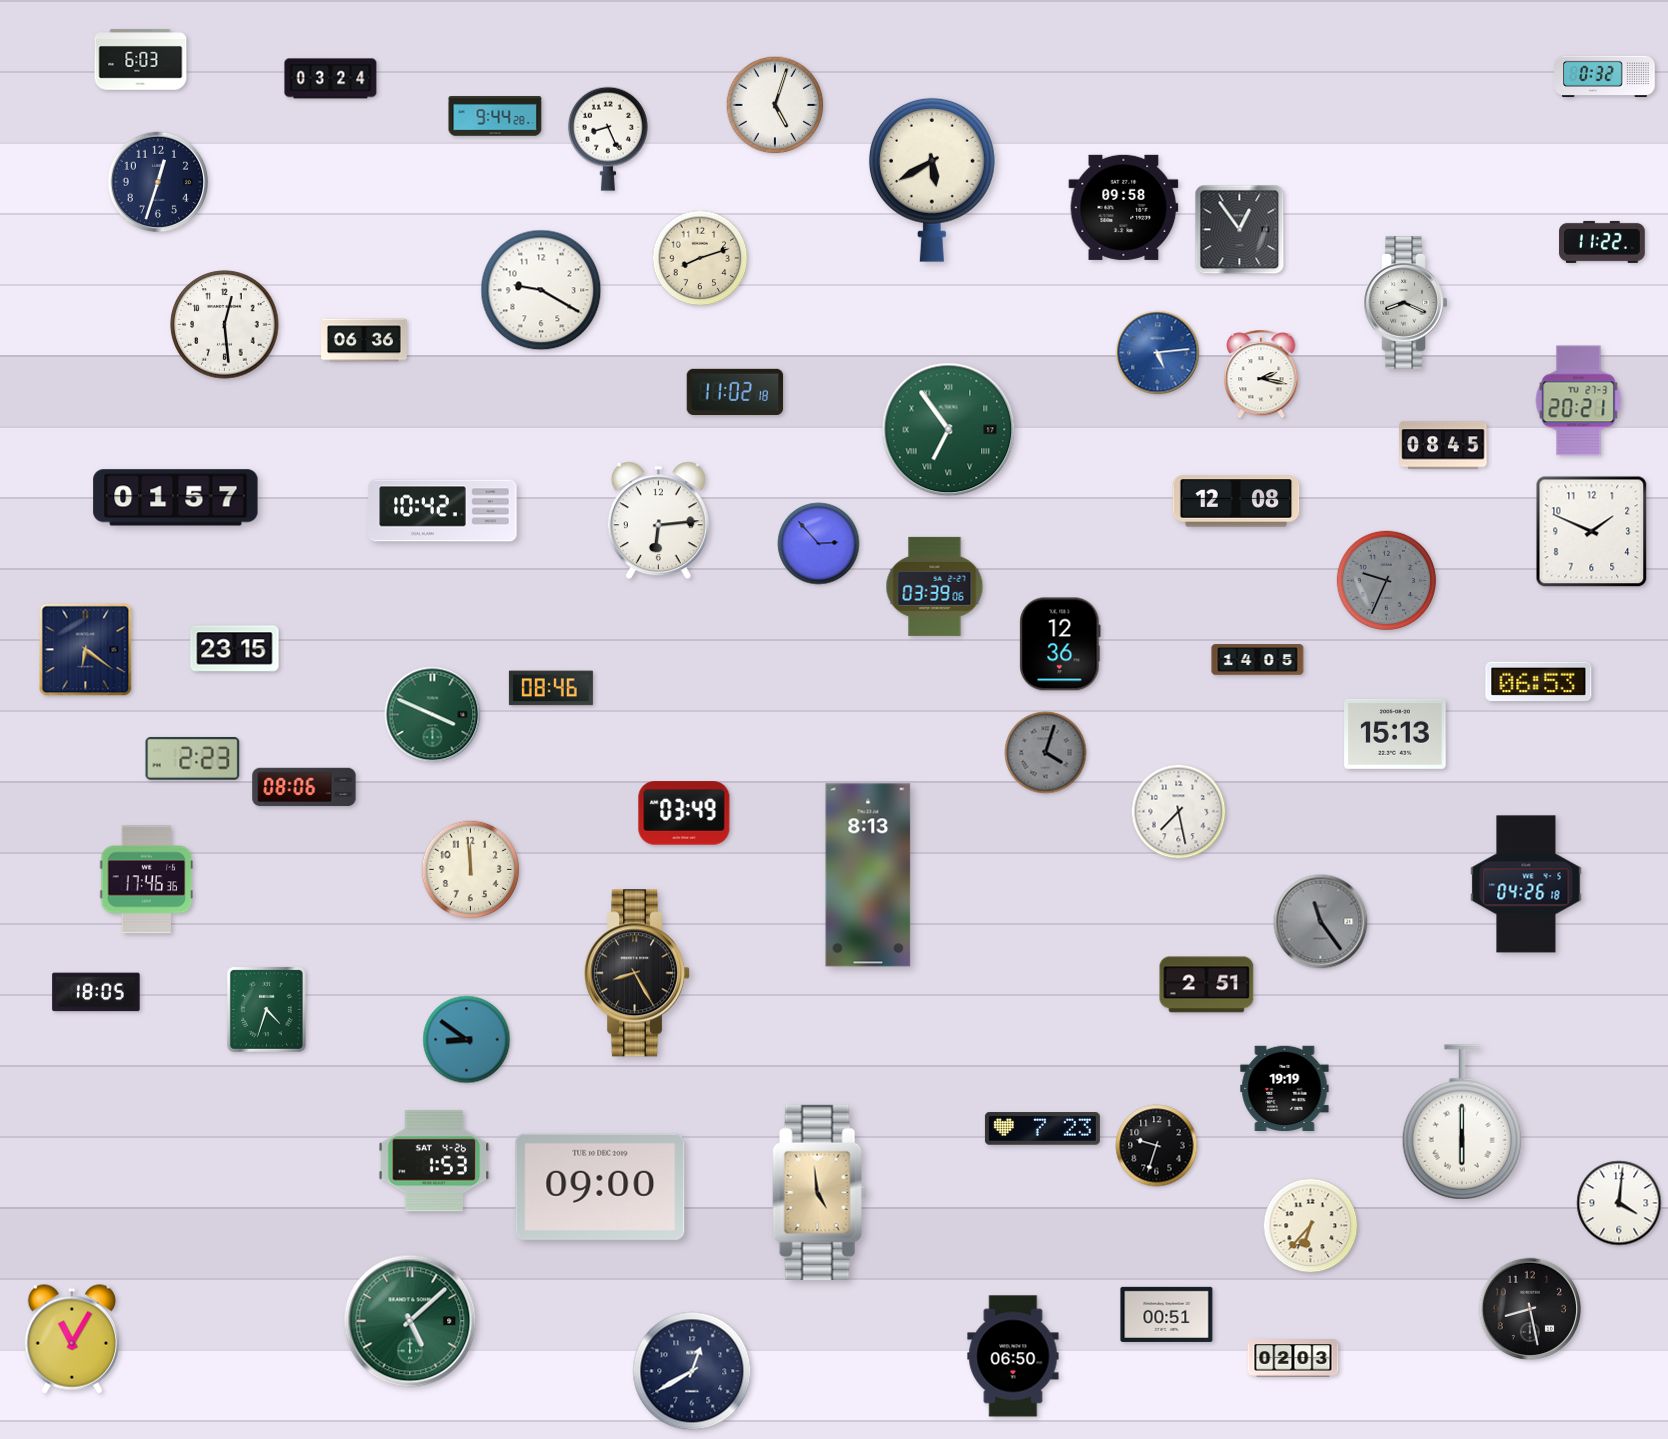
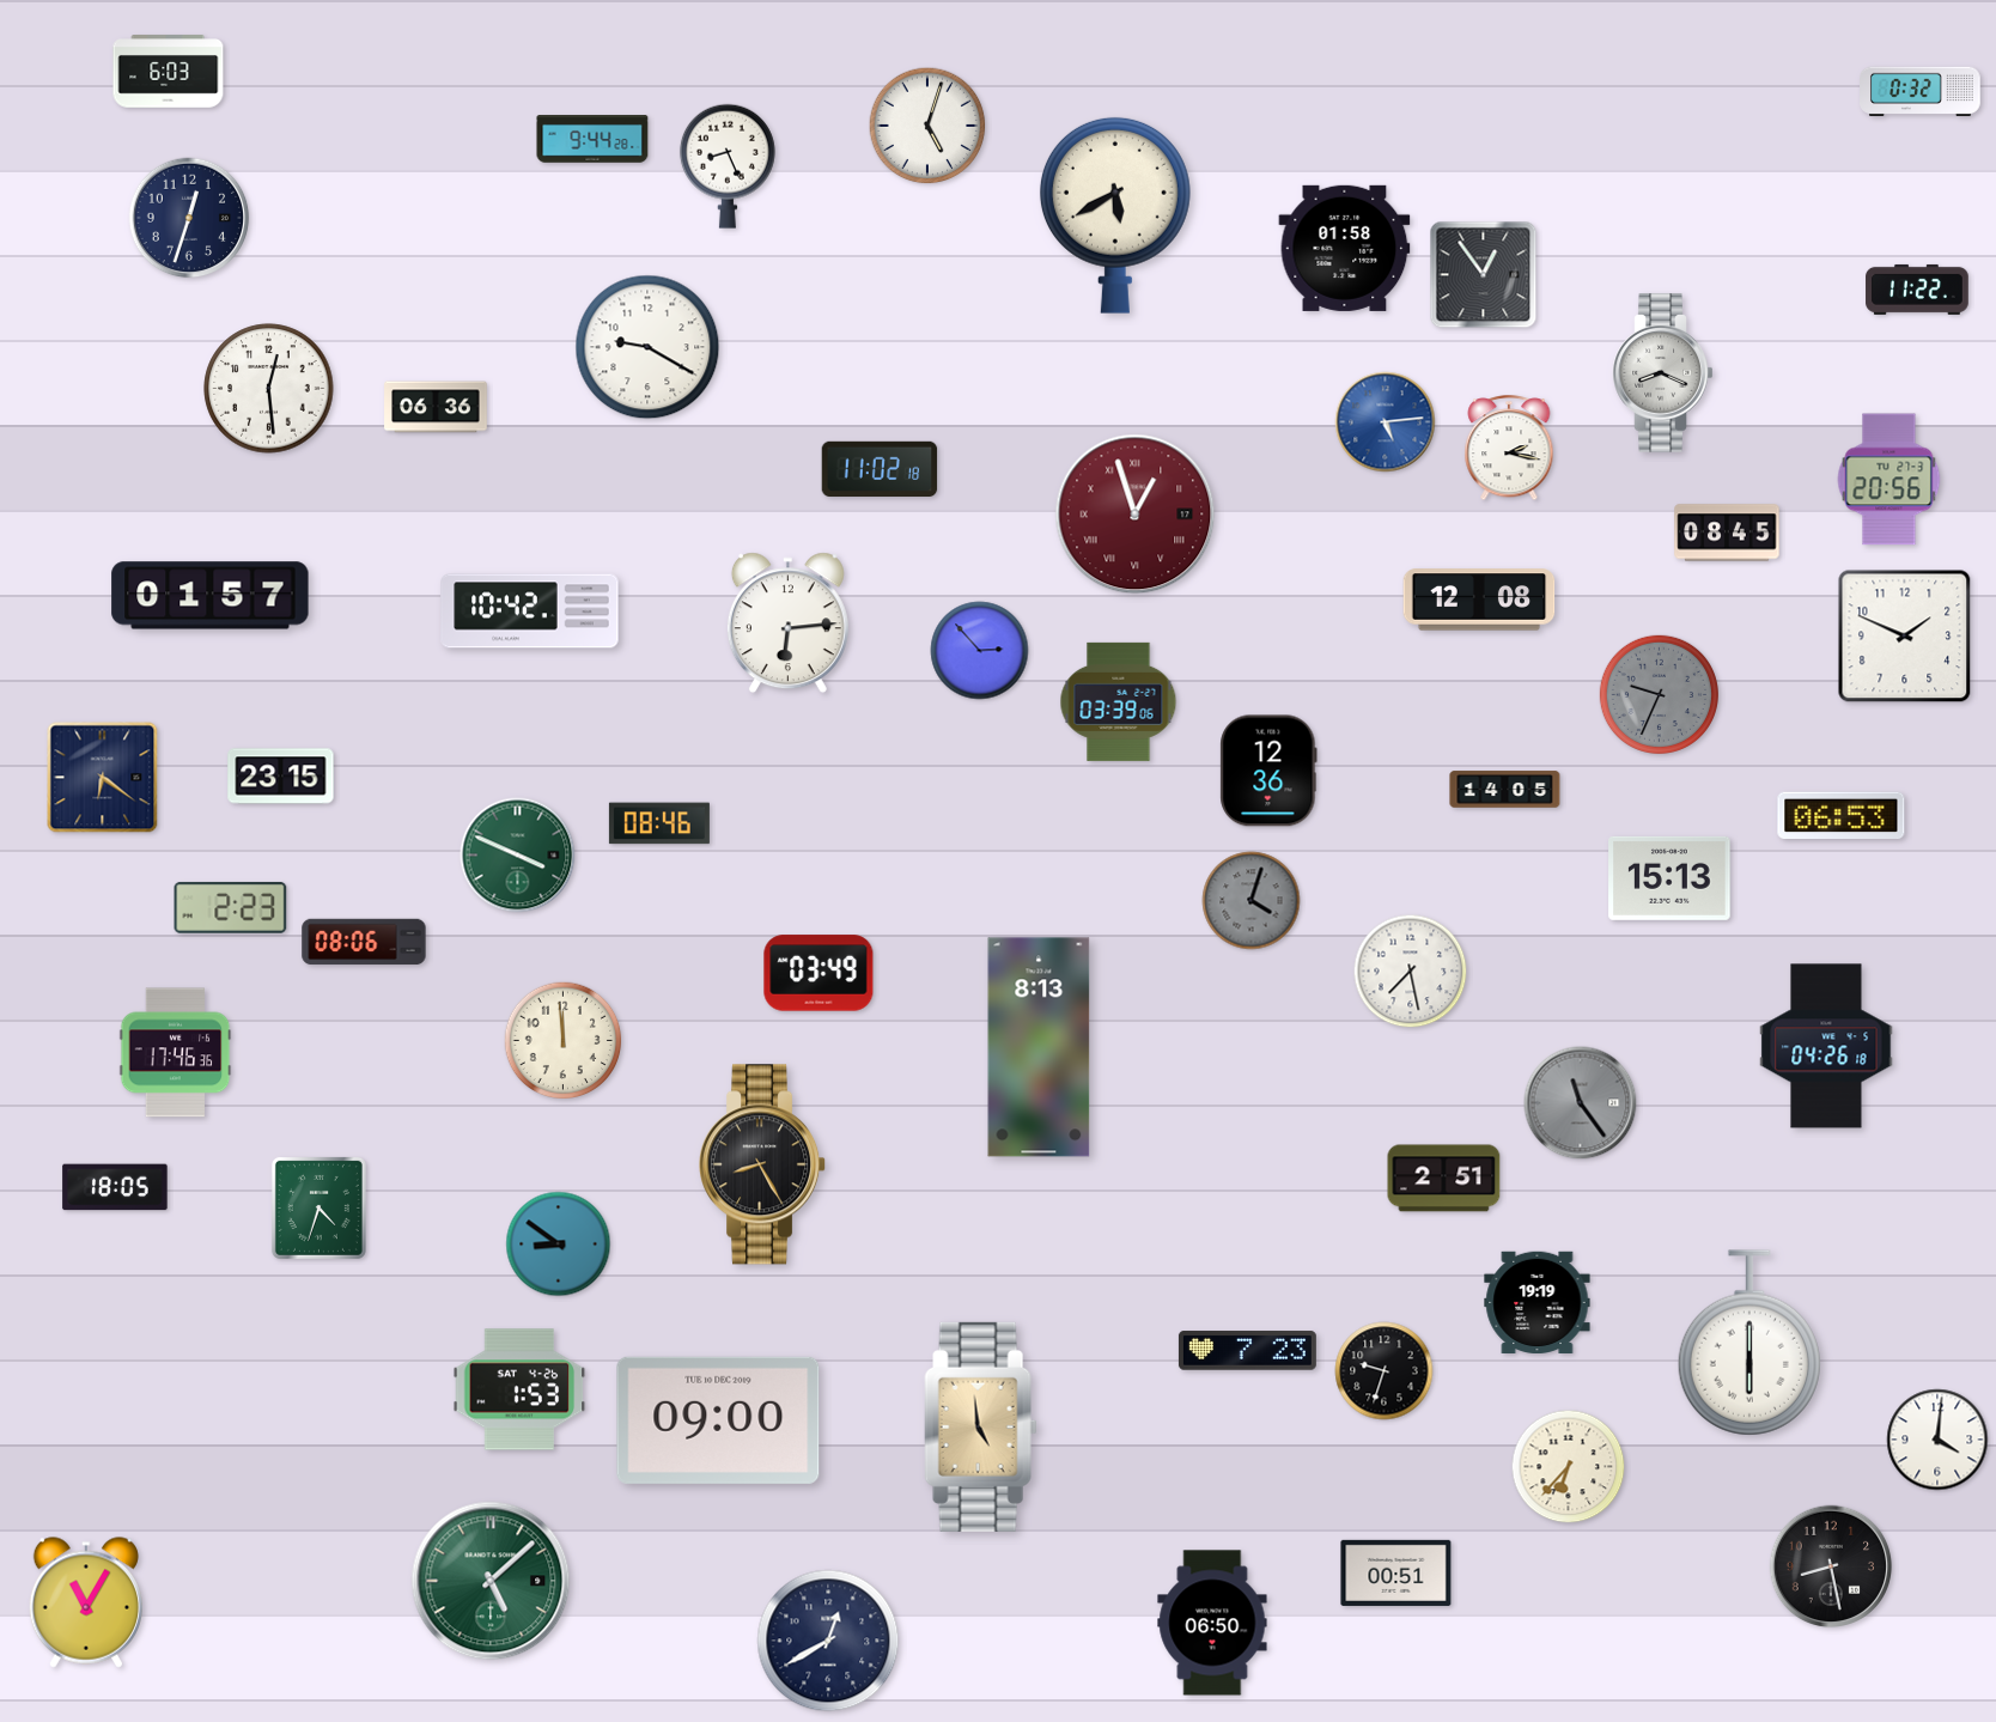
clock at (331, 79): 03:24 -> none
clock at (1124, 207): 09:58 -> 01:58
clock at (700, 258): 8:12 -> none
clock at (1406, 303) position: (1406, 303) -> (1663, 373)
clock at (1579, 401): 20:21 -> 20:56
clock at (949, 430): 6:54 -> 12:57
clock at (949, 430) dial: green -> burgundy
clock at (1526, 884) position: (1526, 884) -> (1826, 1046)
clock at (1293, 1358): 02:03 -> none
